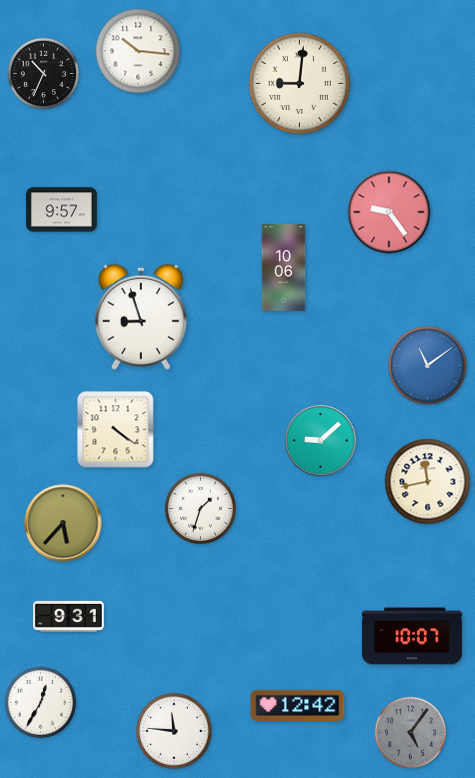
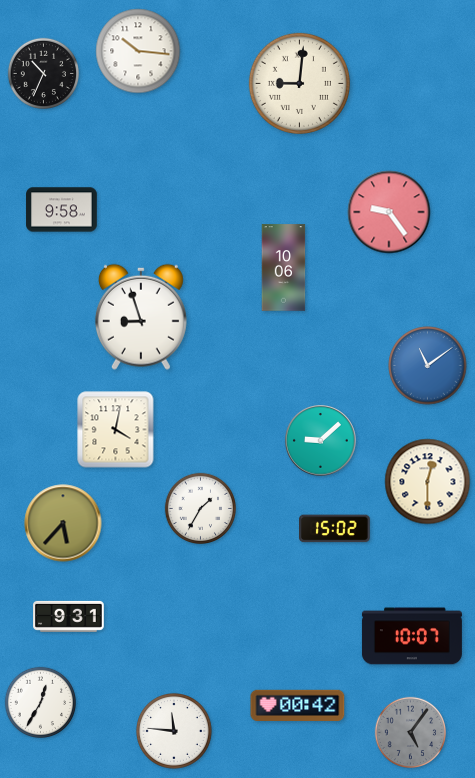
clock at (62, 210): 9:57 -> 9:58
clock at (116, 430): 4:21 -> 4:02
clock at (428, 482): 11:43 -> 12:30
clock at (200, 508): 1:33 -> 1:35
clock at (335, 529): none -> 15:02
clock at (298, 705): 12:42 -> 00:42
